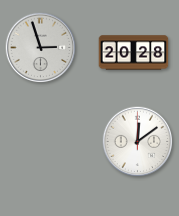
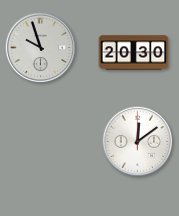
clock at (41, 48): 2:57 -> 9:57
clock at (134, 53): 20:28 -> 20:30
